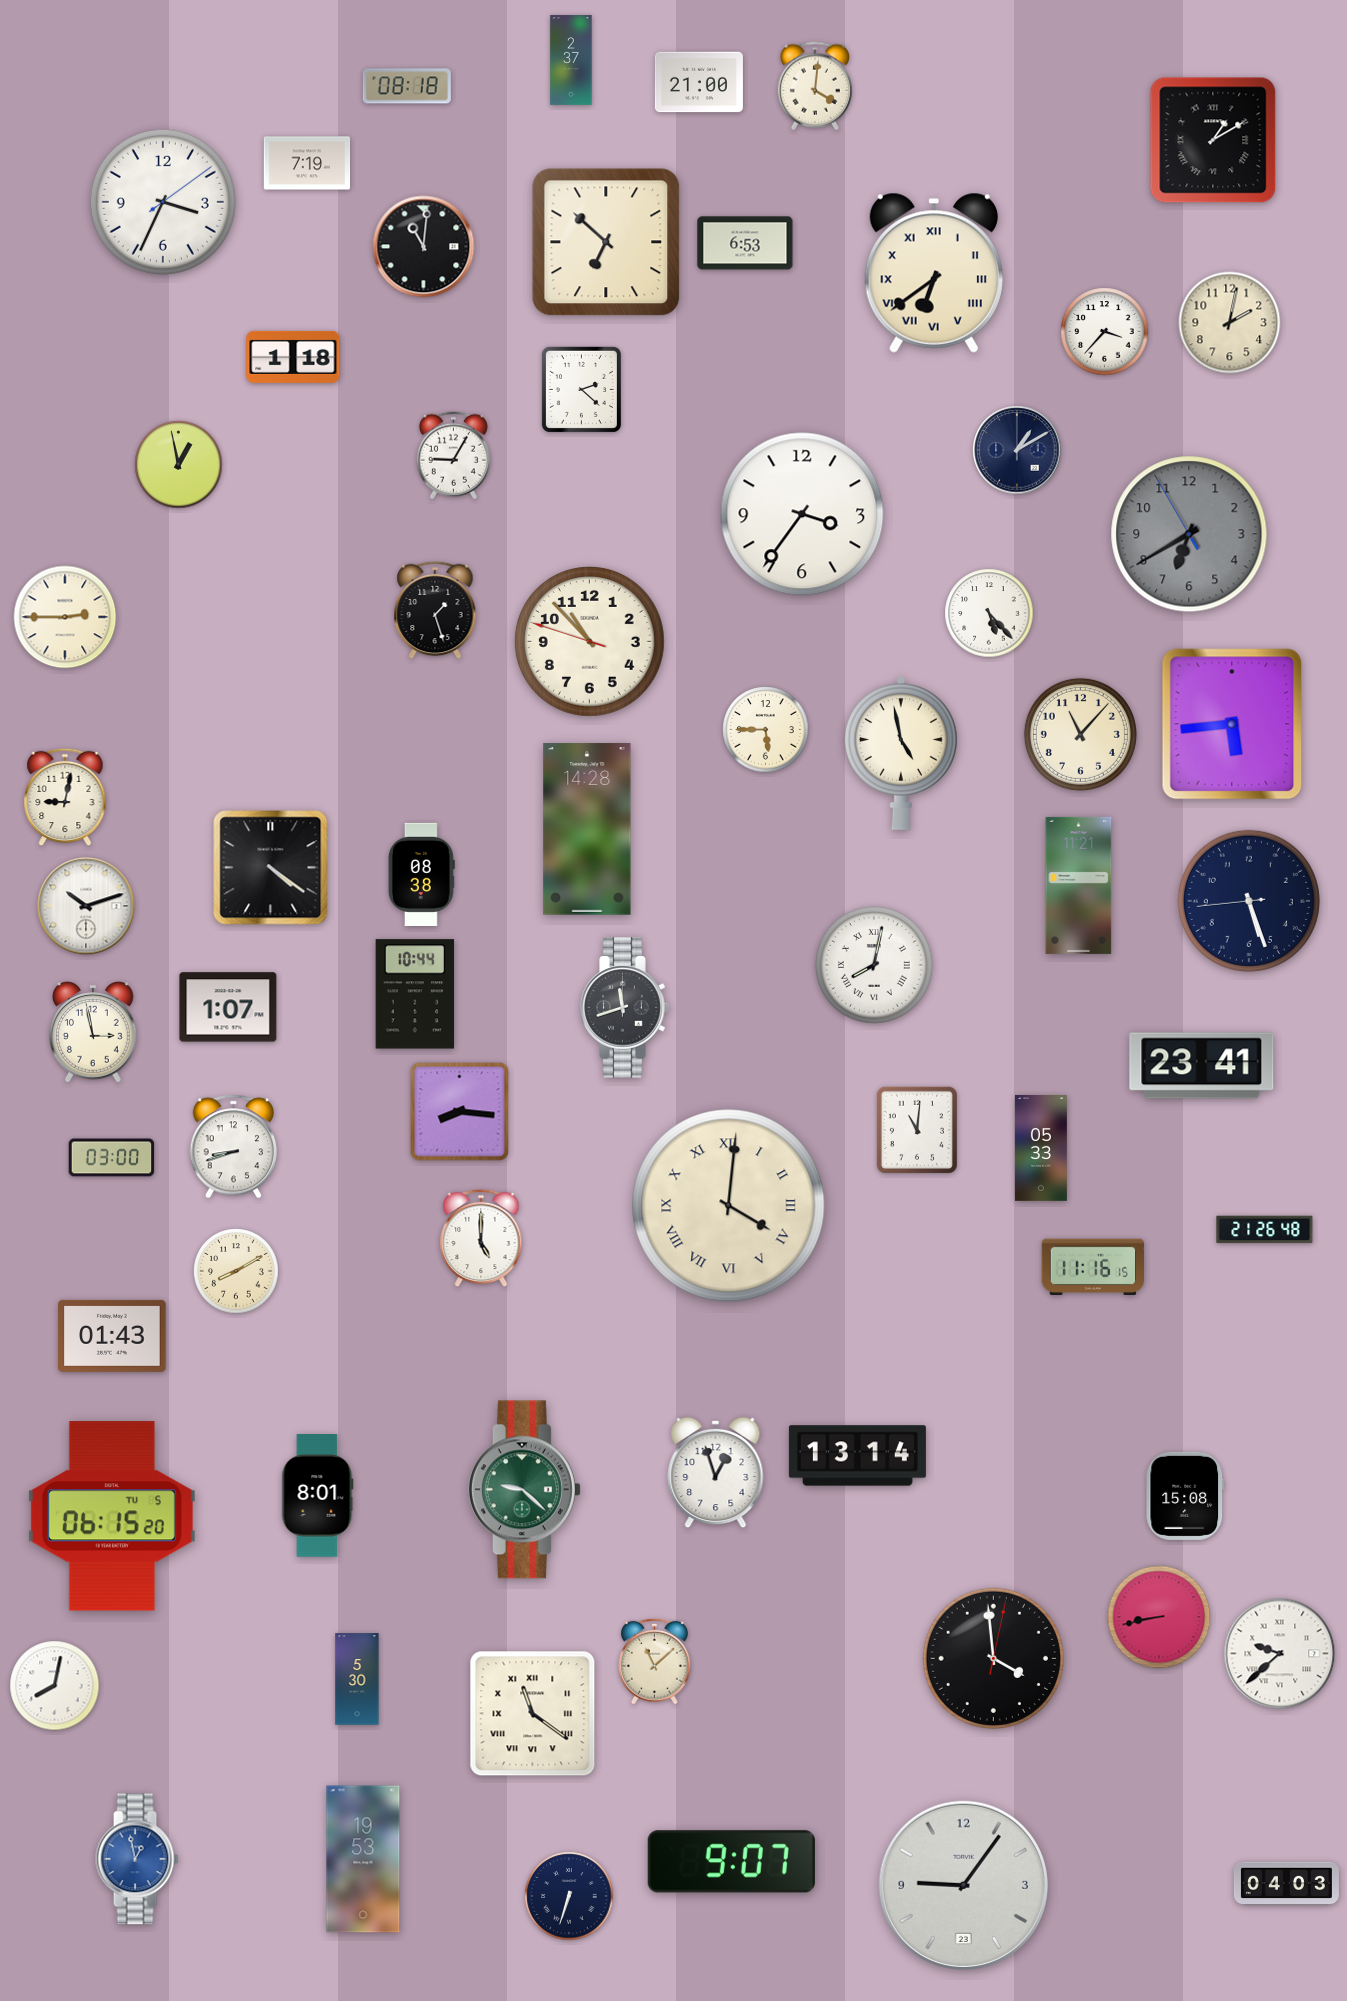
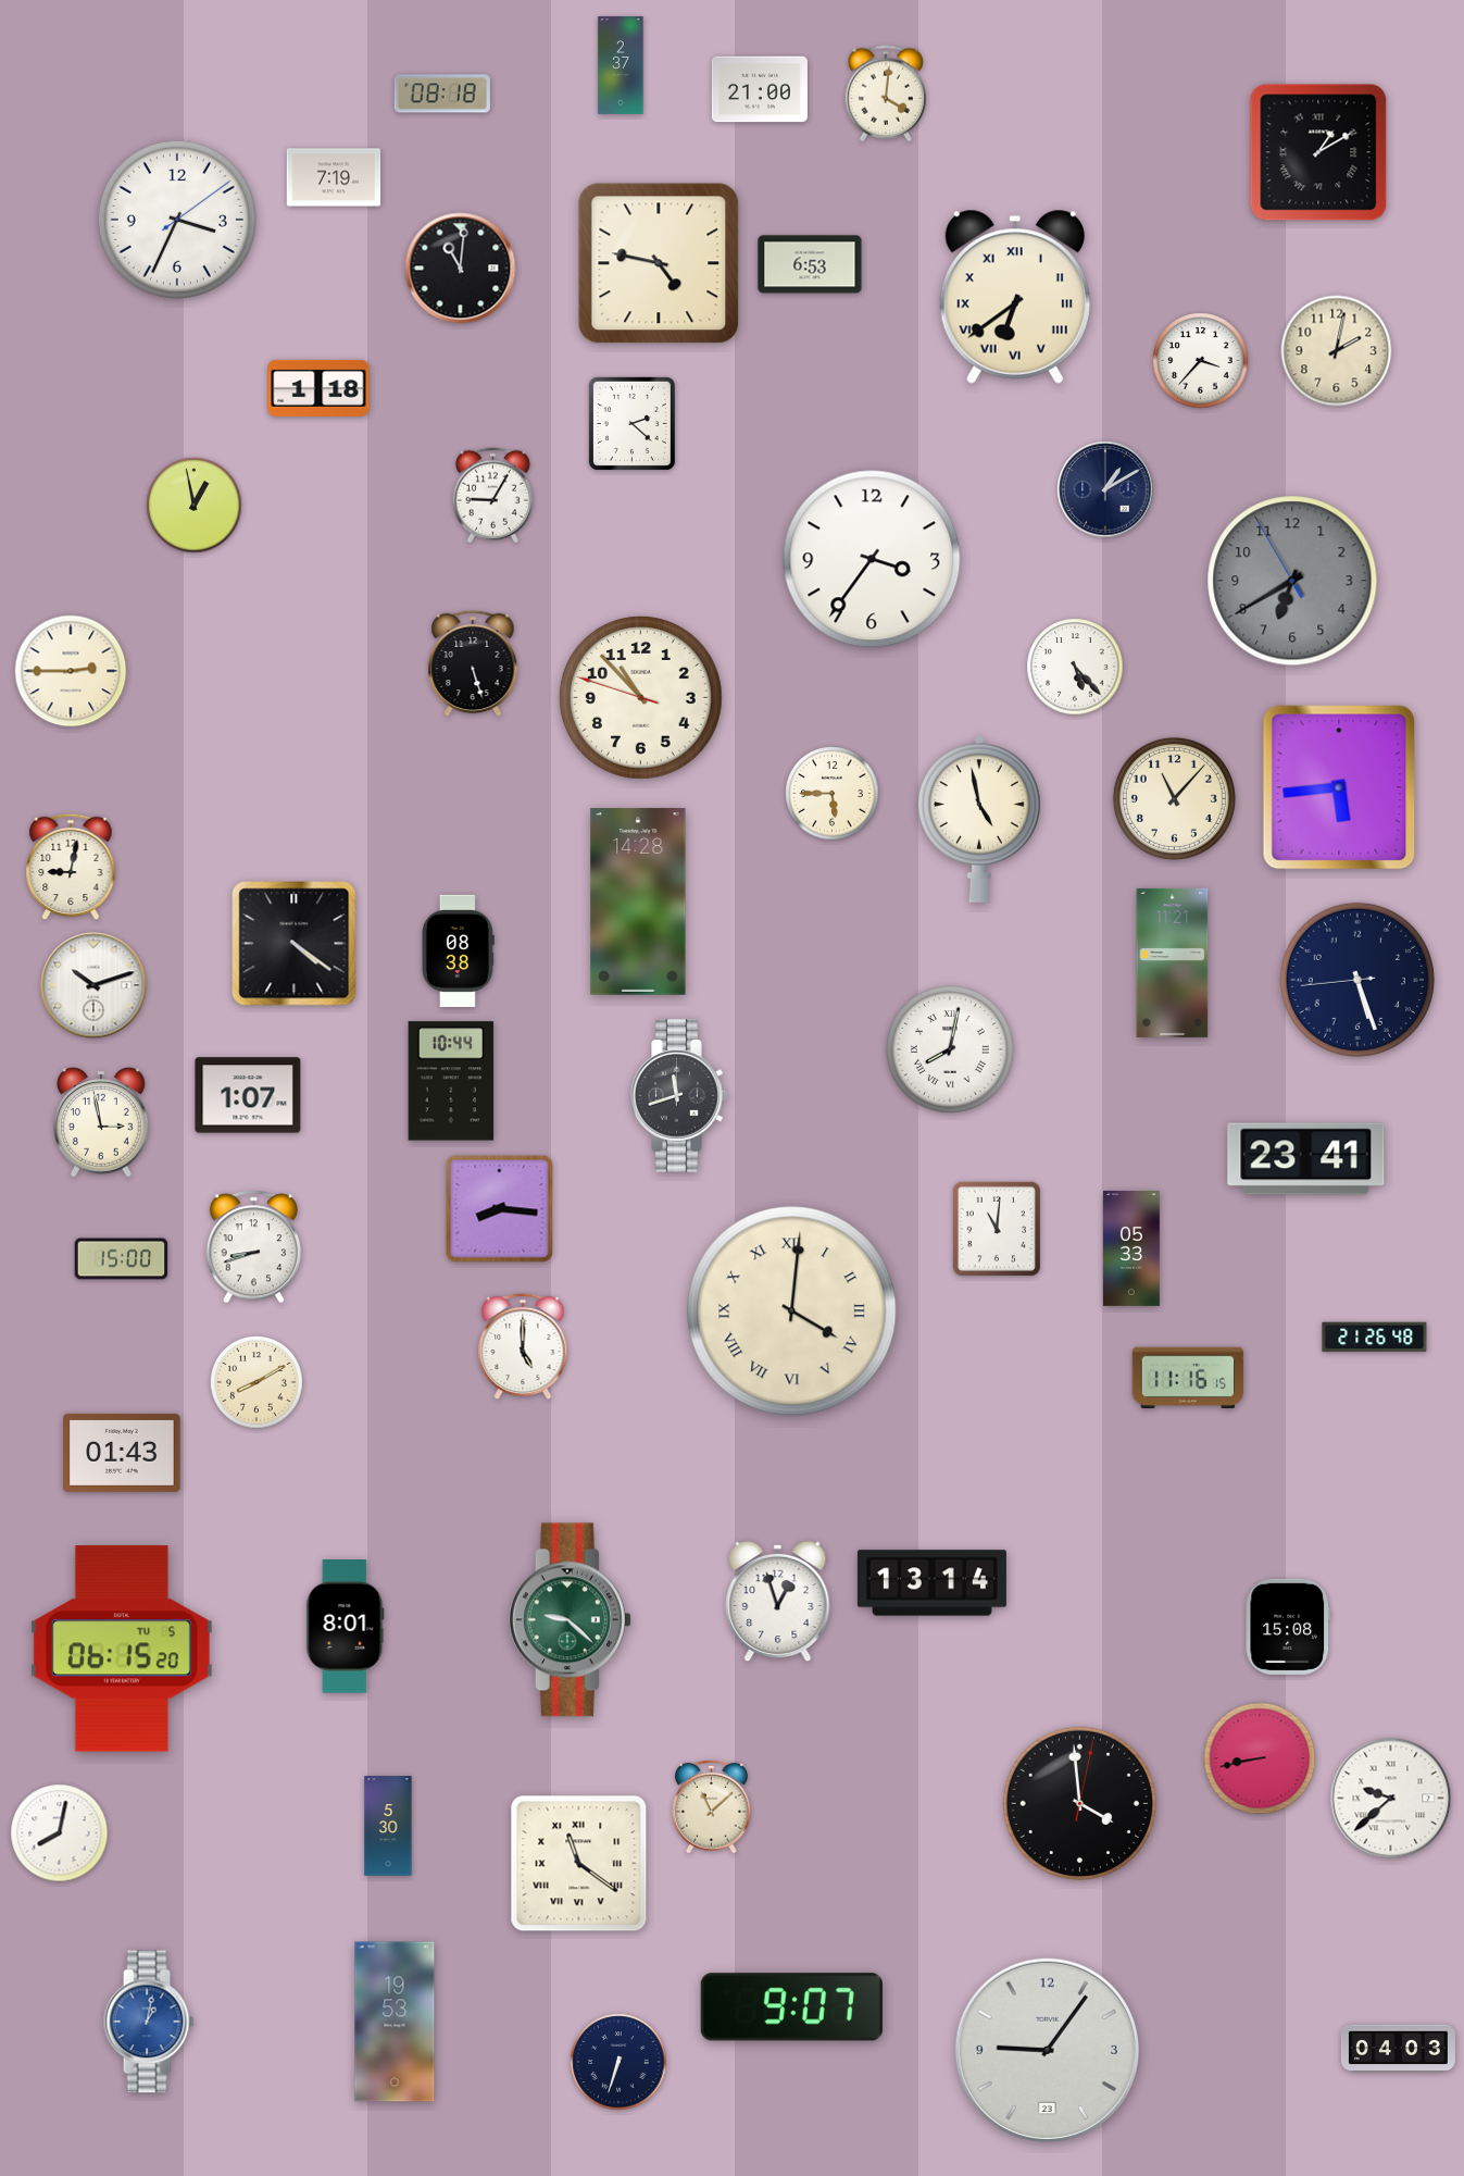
clock at (606, 242): 6:52 -> 4:47
clock at (435, 610): 1:27 -> 5:27
clock at (112, 1158): 03:00 -> 15:00
clock at (137, 1859): 12:58 -> 1:02
clock at (731, 1862) position: (731, 1862) -> (791, 2007)
